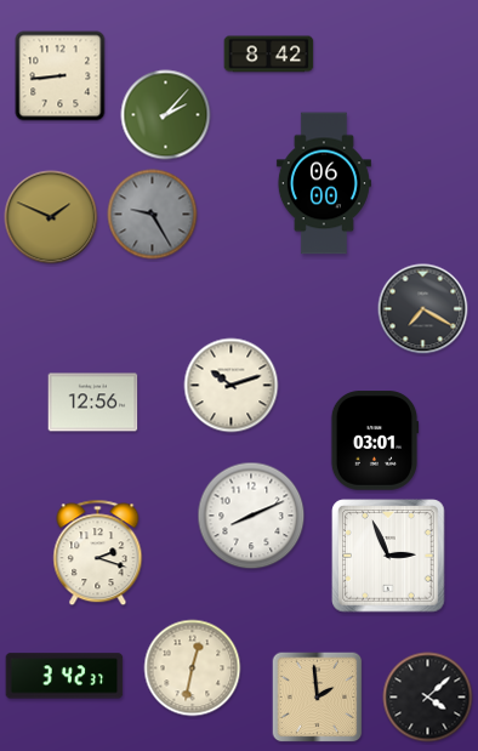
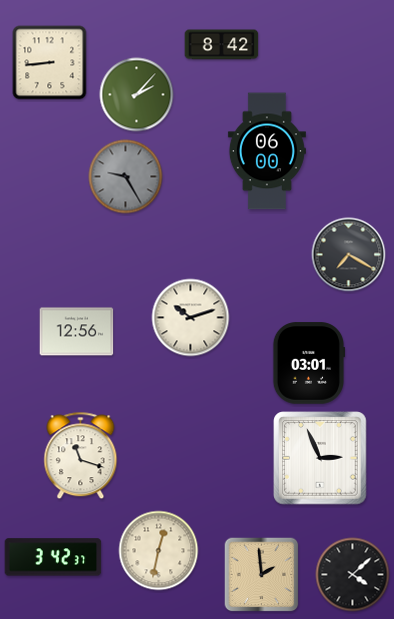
clock at (51, 217): 1:49 -> none
clock at (251, 516): 8:11 -> none
clock at (98, 553): 2:18 -> 11:18
